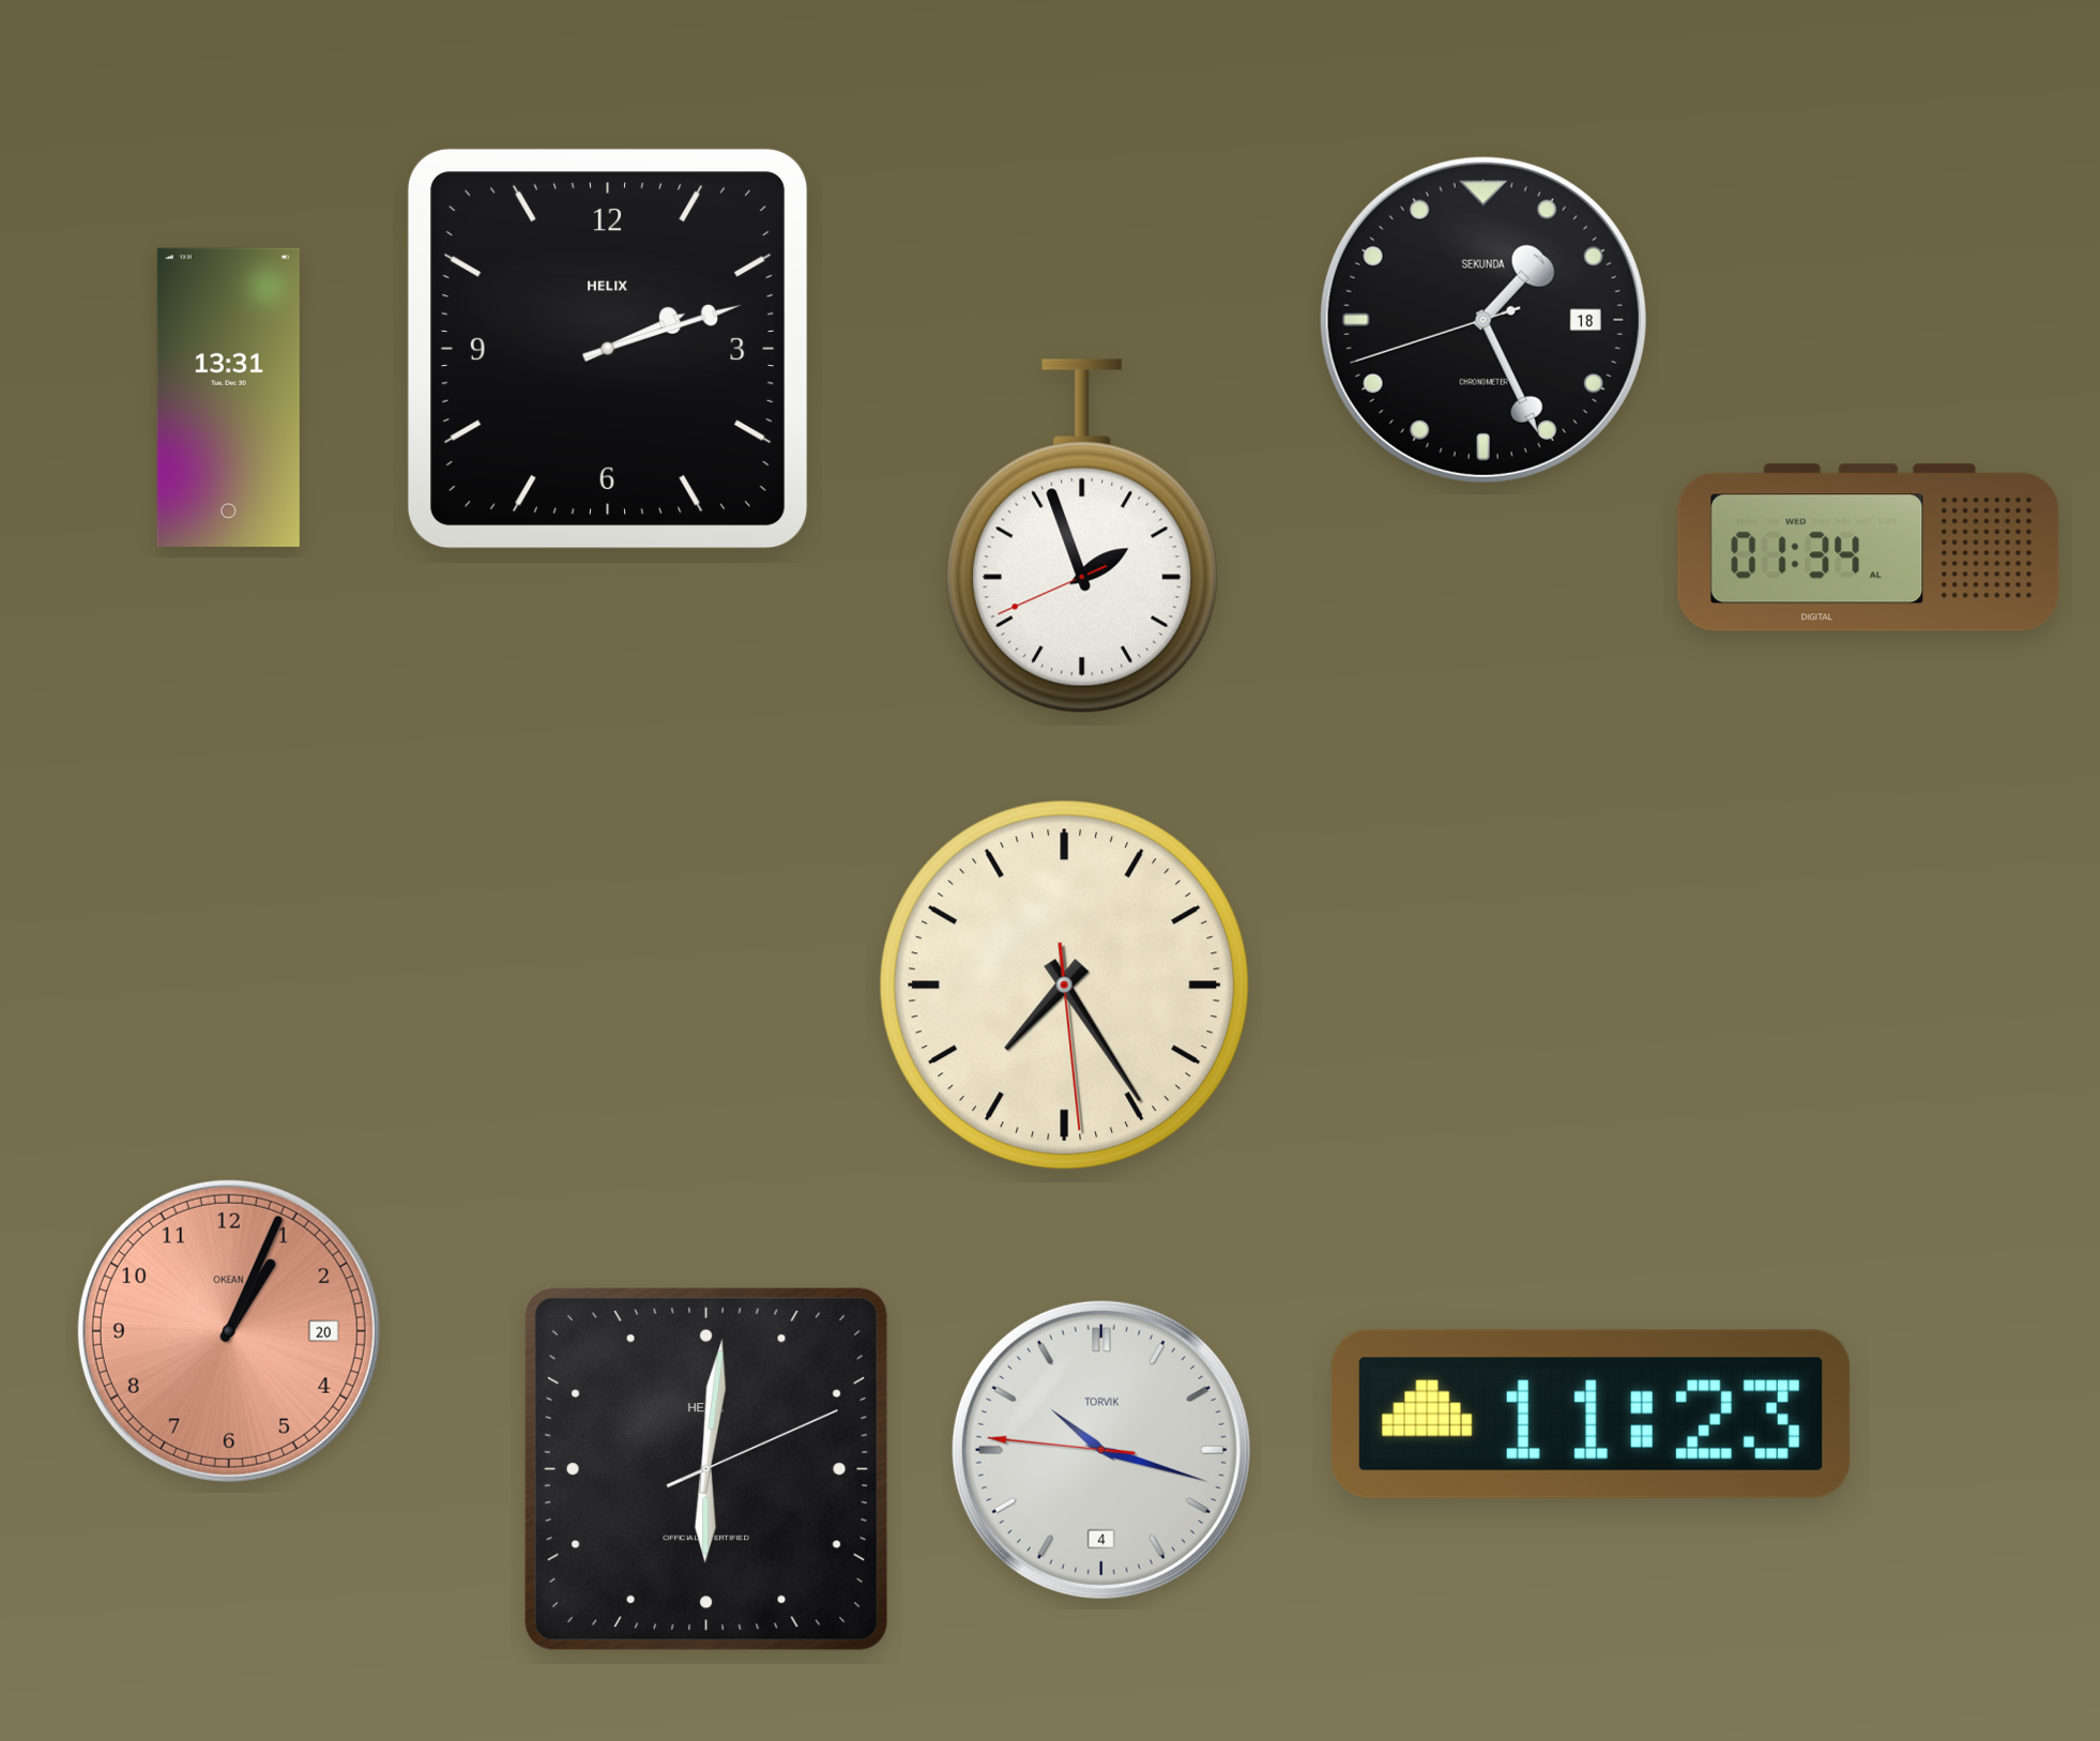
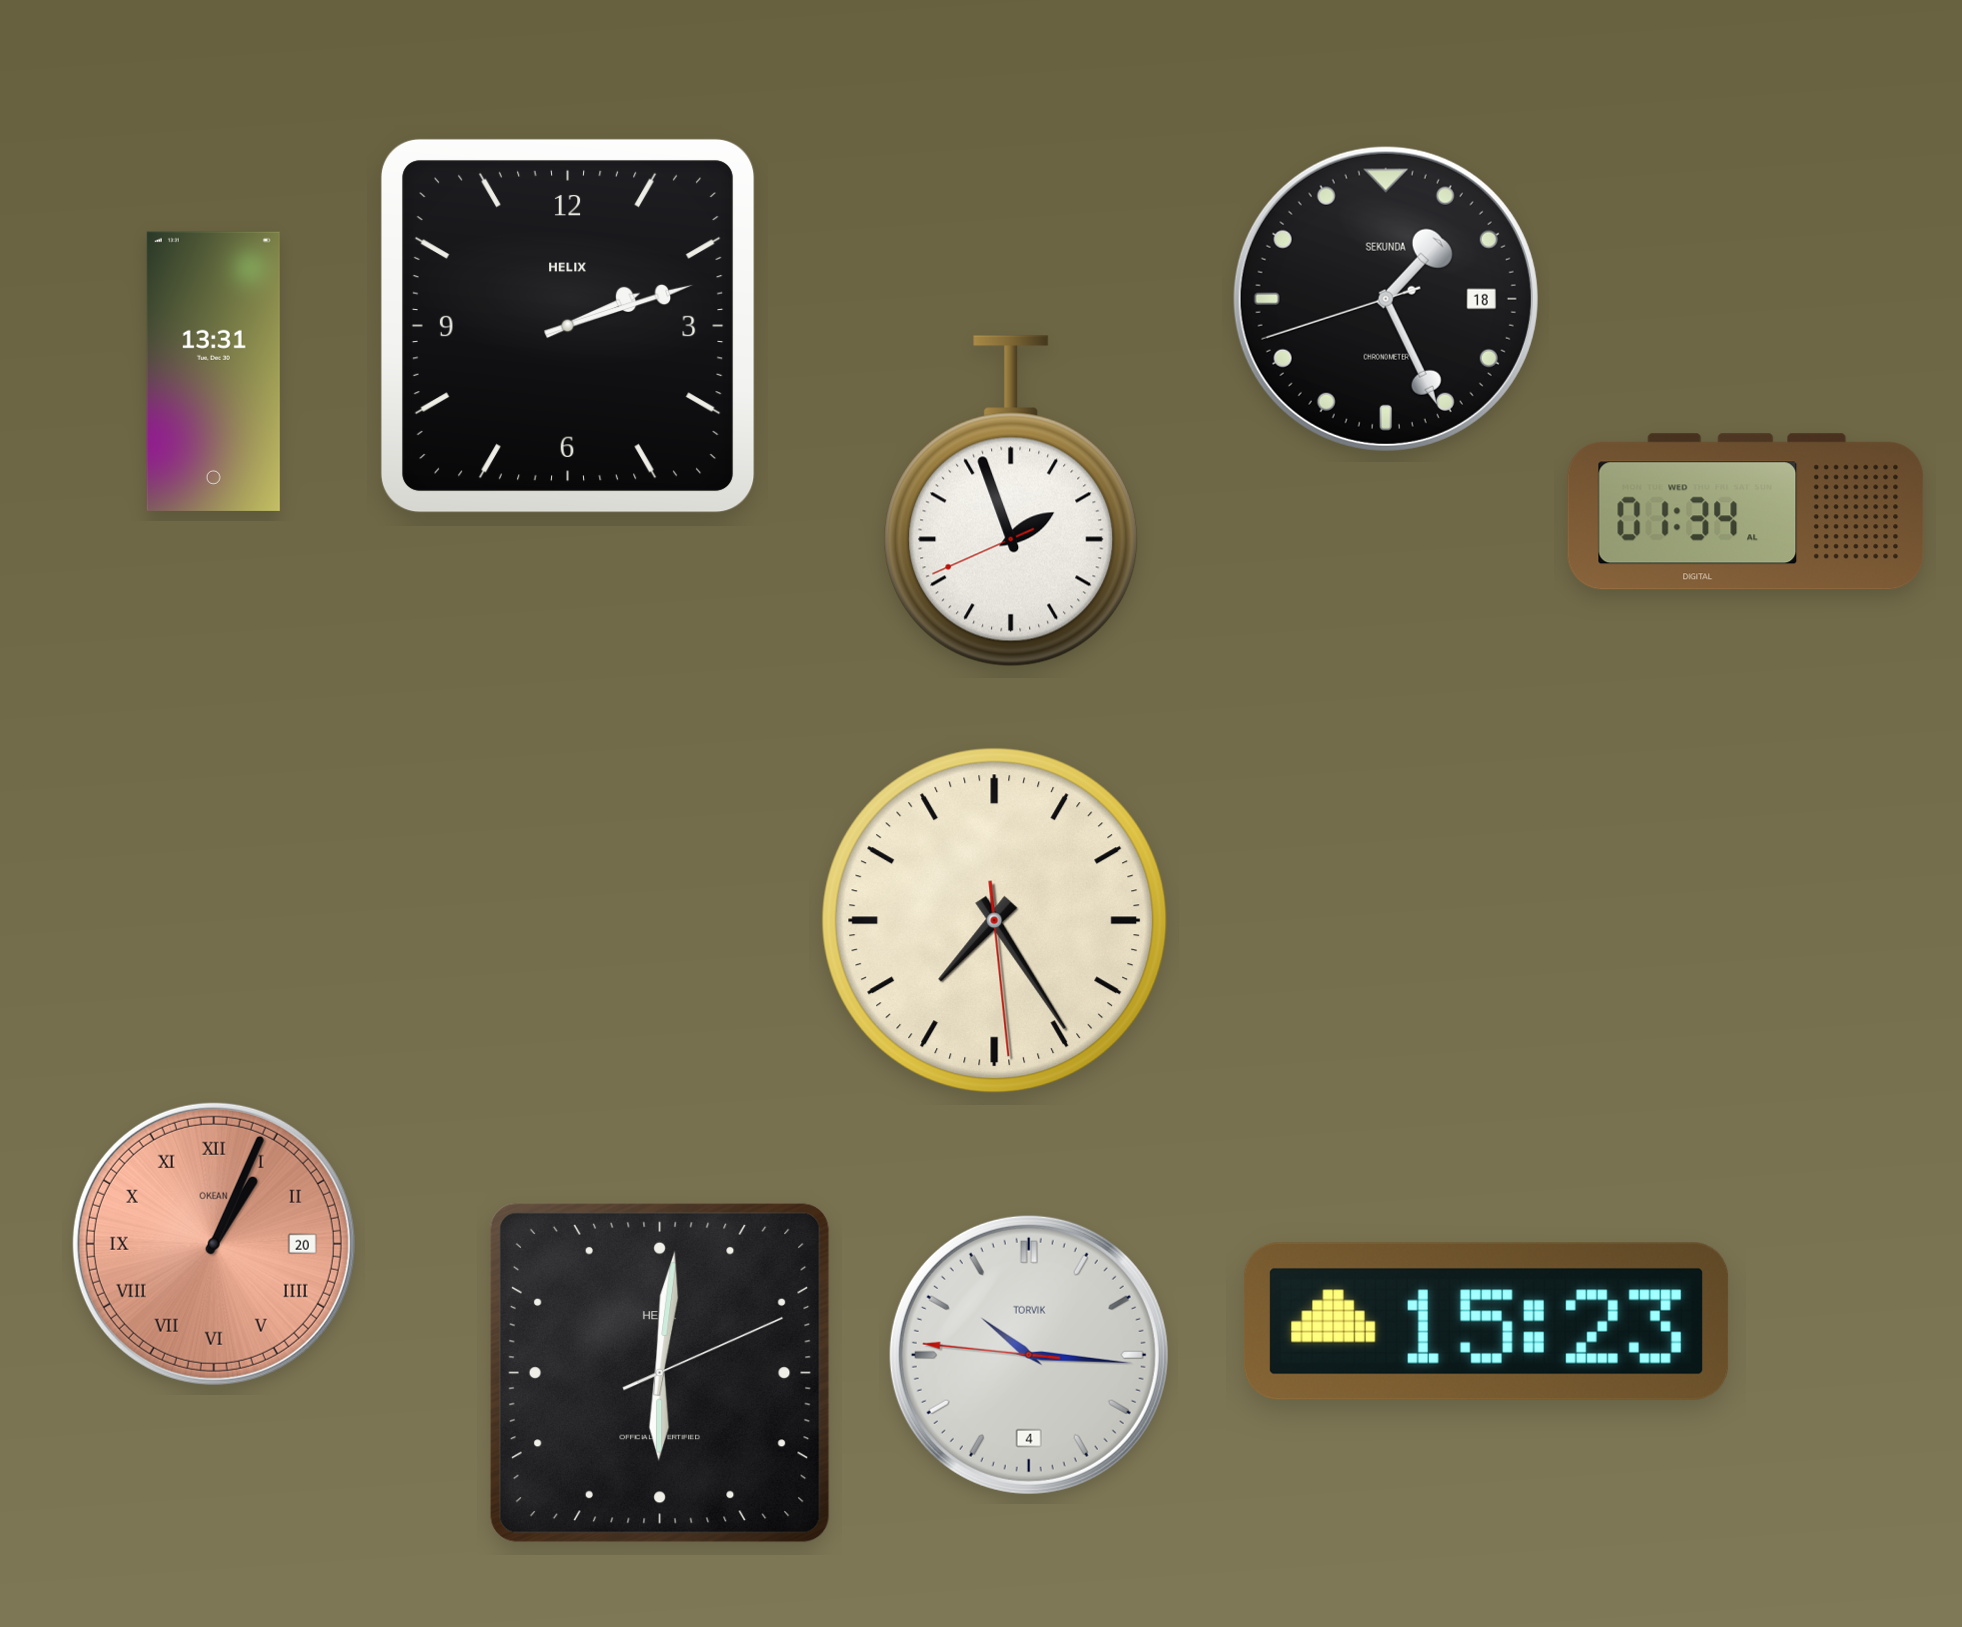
clock at (229, 1331) numerals: Arabic -> Roman
clock at (1591, 1414): 11:23 -> 15:23
clock at (1101, 1450): 10:17 -> 10:15
